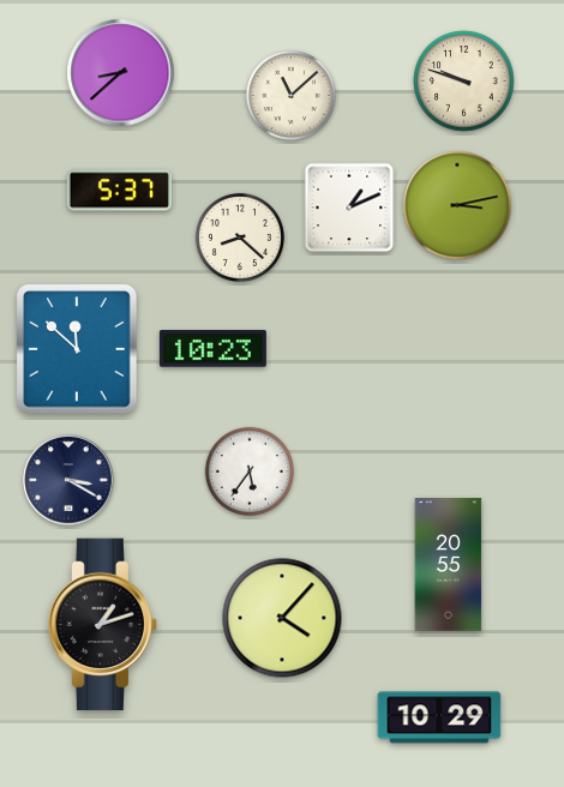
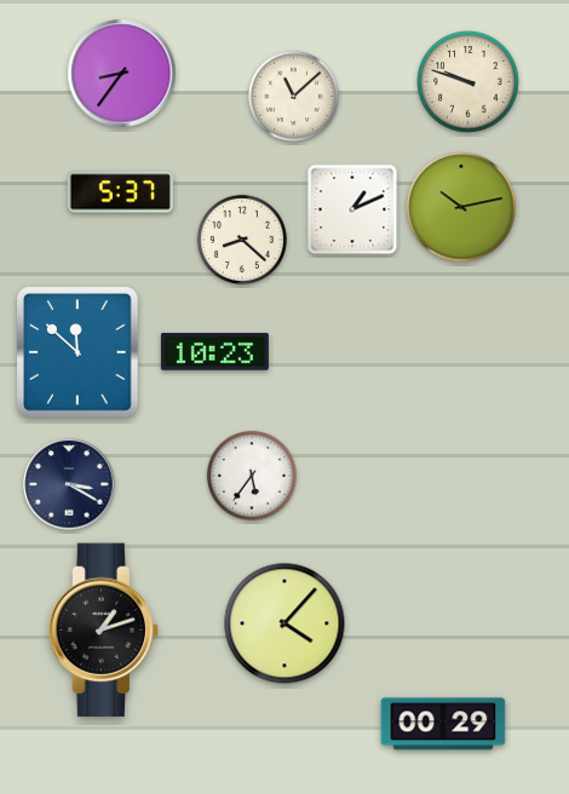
clock at (121, 73): 8:38 -> 8:36
clock at (457, 205): 3:13 -> 10:13
clock at (449, 565): 20:55 -> none
clock at (439, 717): 10:29 -> 00:29
